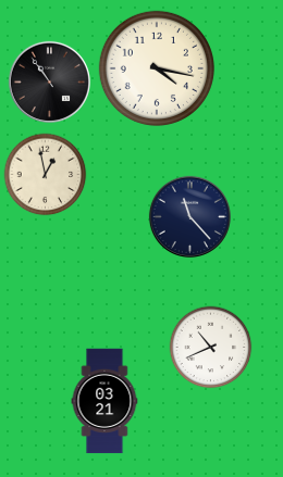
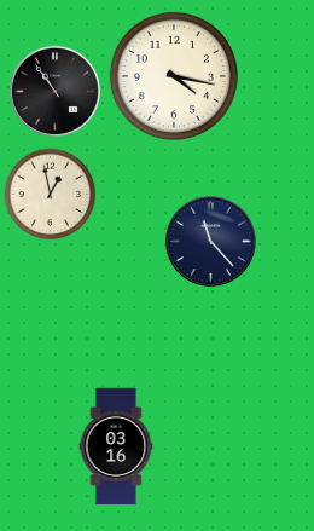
clock at (211, 348): 10:41 -> none
clock at (104, 401): 03:21 -> 03:16
